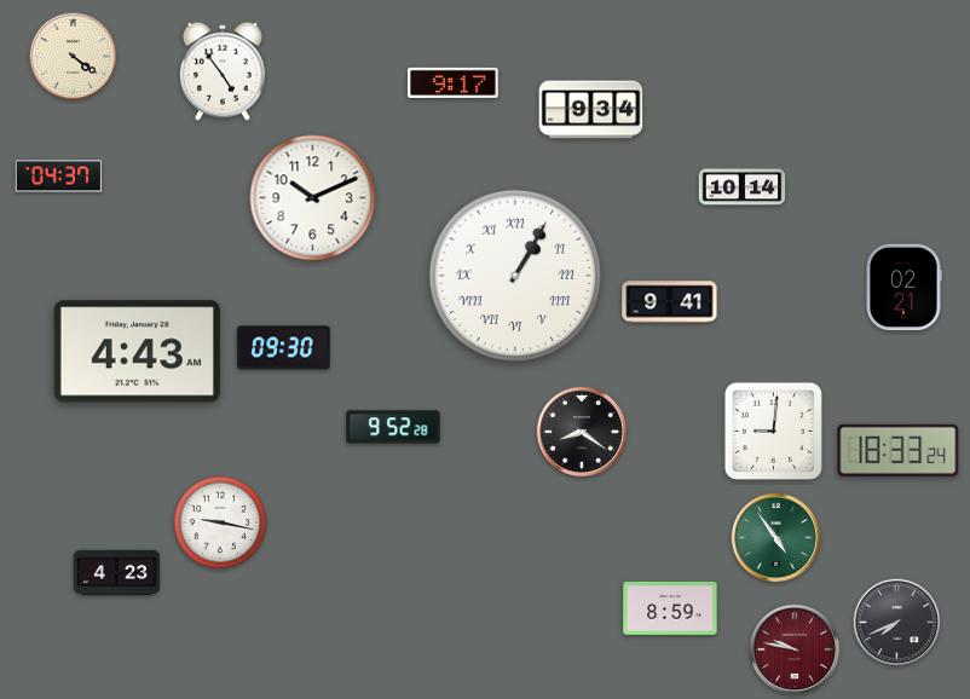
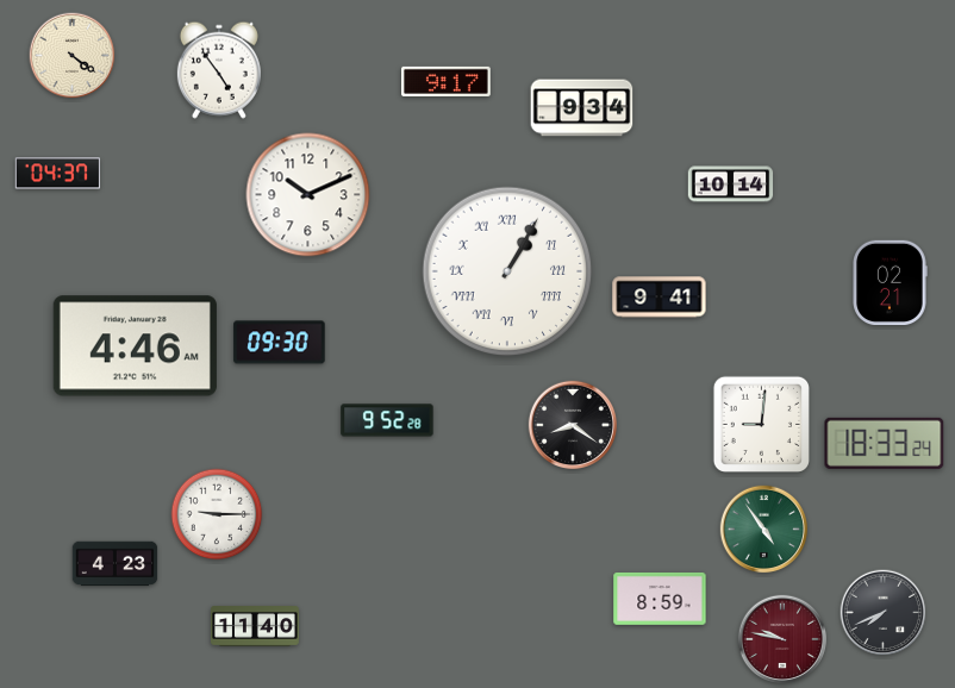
clock at (137, 352): 4:43 -> 4:46
clock at (220, 522): 9:17 -> 9:15
clock at (255, 626): none -> 11:40
